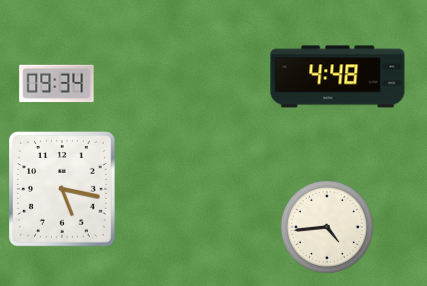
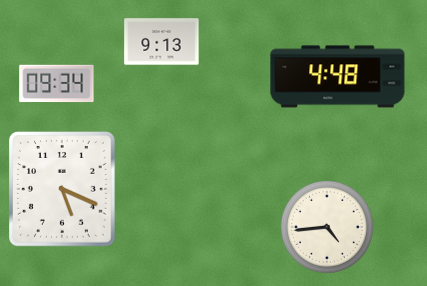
clock at (162, 42): none -> 9:13
clock at (63, 189): 5:17 -> 5:19
